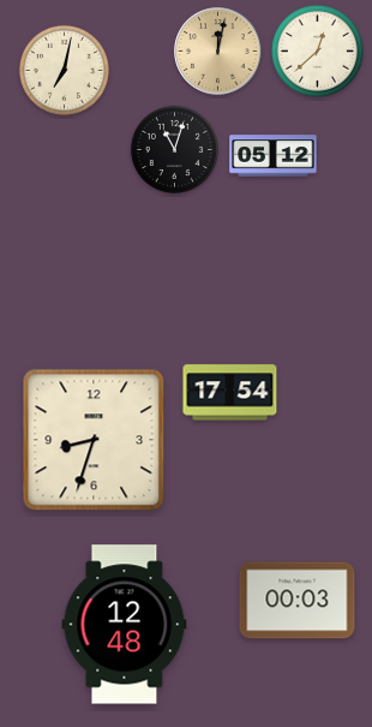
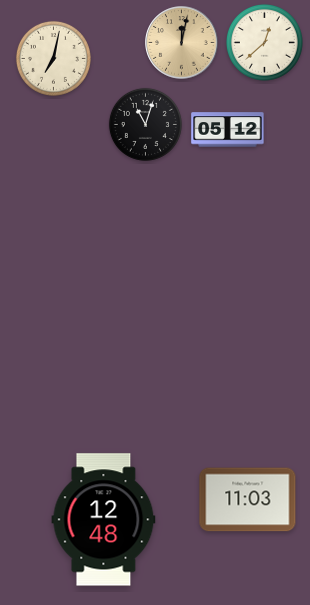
clock at (230, 393): 17:54 -> none
clock at (94, 440): 8:33 -> none
clock at (298, 601): 00:03 -> 11:03
